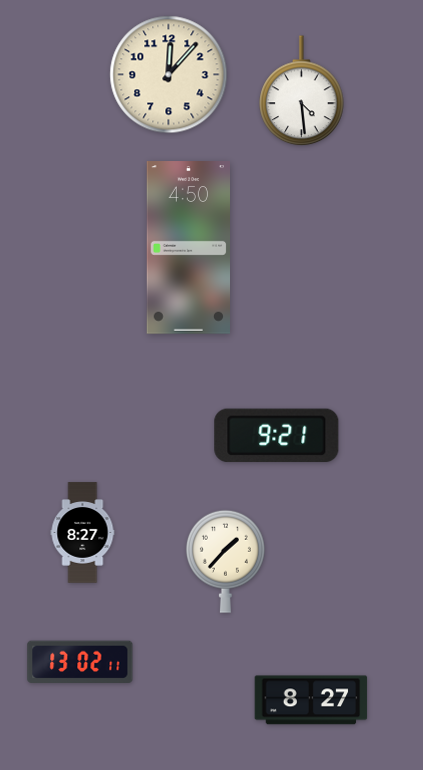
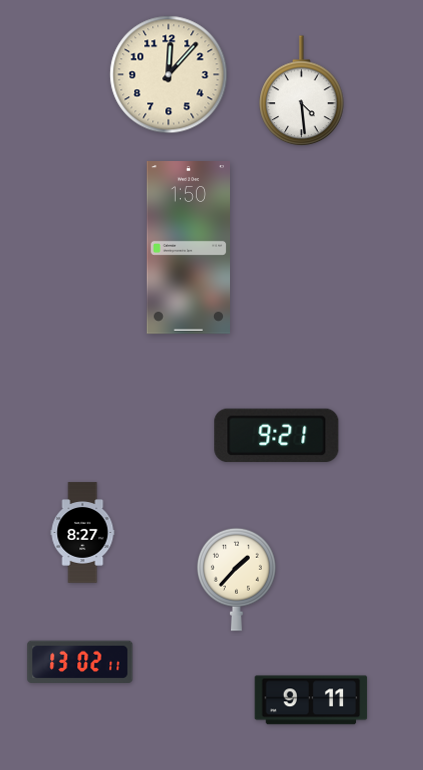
clock at (188, 248): 4:50 -> 1:50
clock at (225, 561) position: (225, 561) -> (236, 579)
clock at (311, 700): 8:27 -> 9:11
